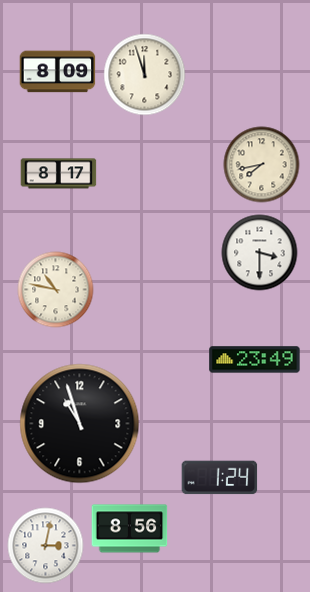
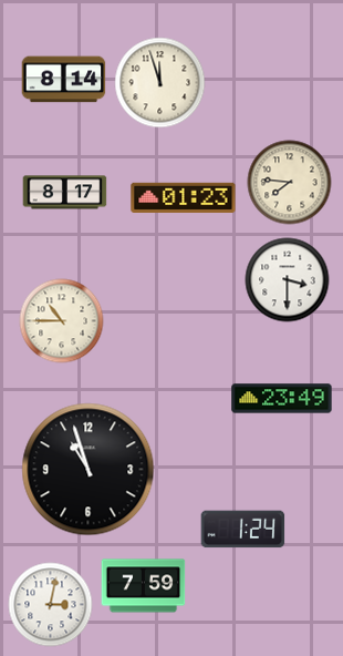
clock at (58, 72): 8:09 -> 8:14
clock at (262, 165): 7:43 -> 7:46
clock at (184, 197): none -> 01:23
clock at (56, 290): 10:47 -> 10:45
clock at (130, 529): 8:56 -> 7:59
